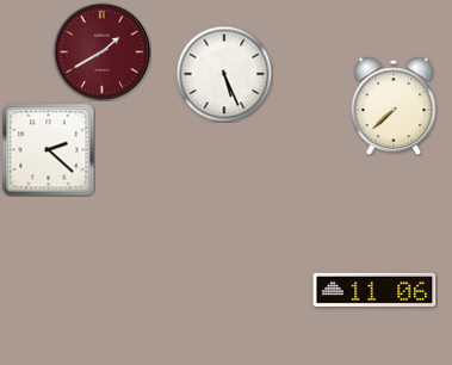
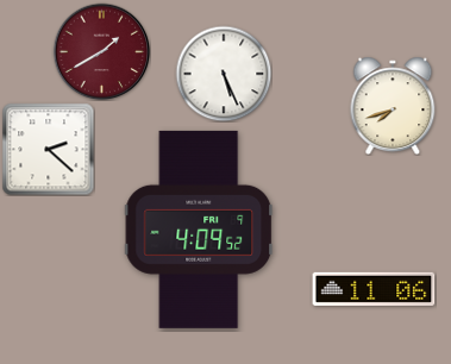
clock at (394, 106): 7:38 -> 7:42
clock at (199, 230): none -> 4:09
